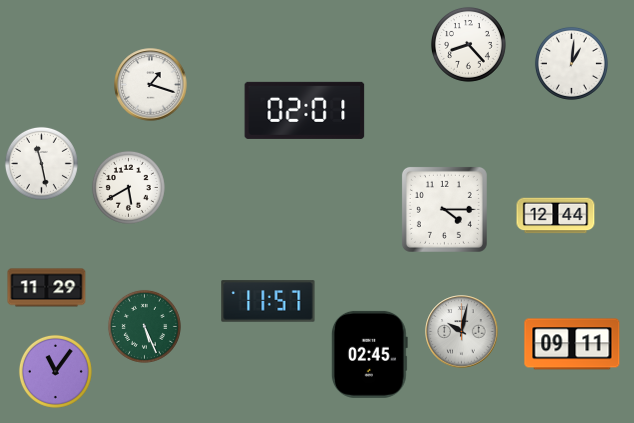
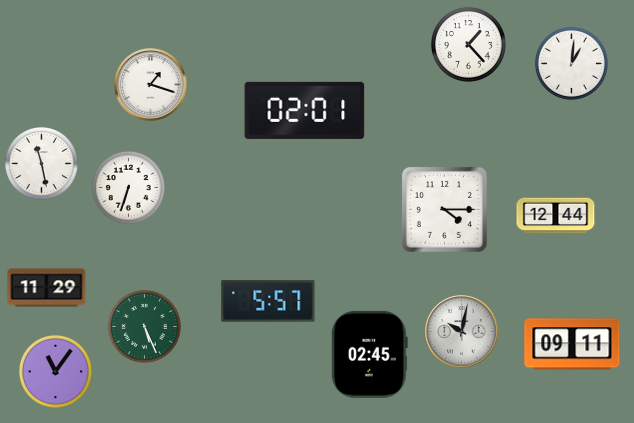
clock at (468, 44): 8:23 -> 1:23
clock at (128, 187): 5:40 -> 6:33
clock at (268, 301): 11:57 -> 5:57
